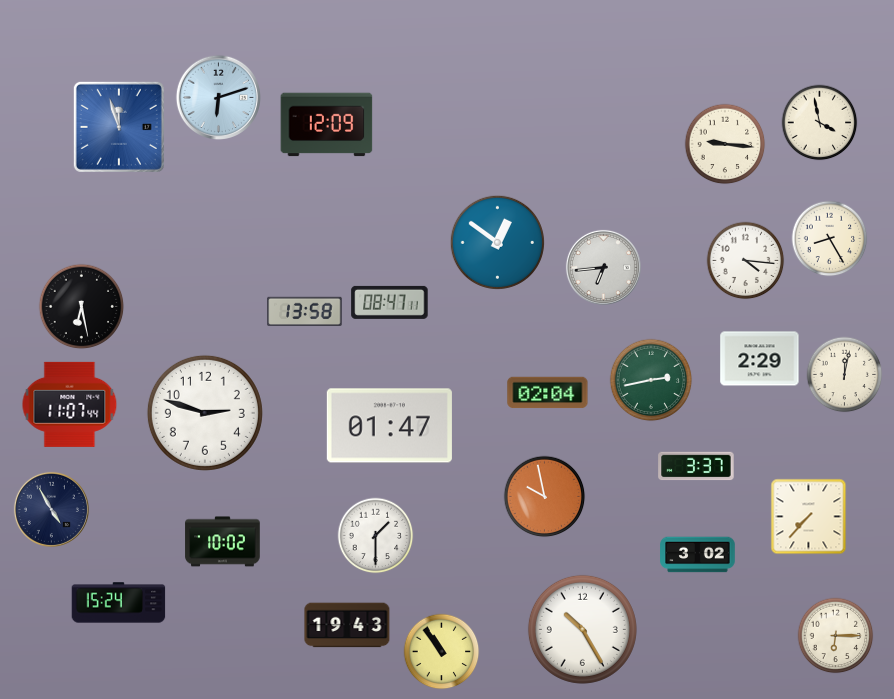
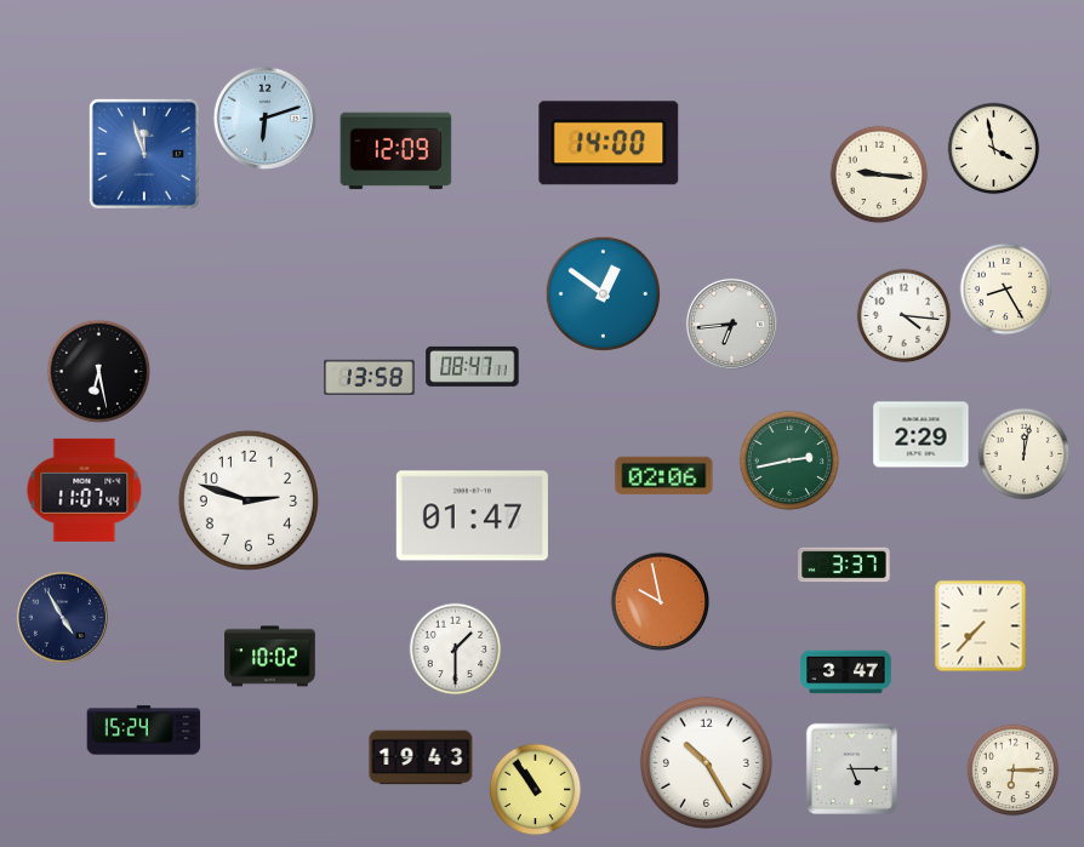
clock at (609, 143): none -> 14:00
clock at (548, 393): 02:04 -> 02:06
clock at (698, 555): 3:02 -> 3:47
clock at (851, 768): none -> 5:15
